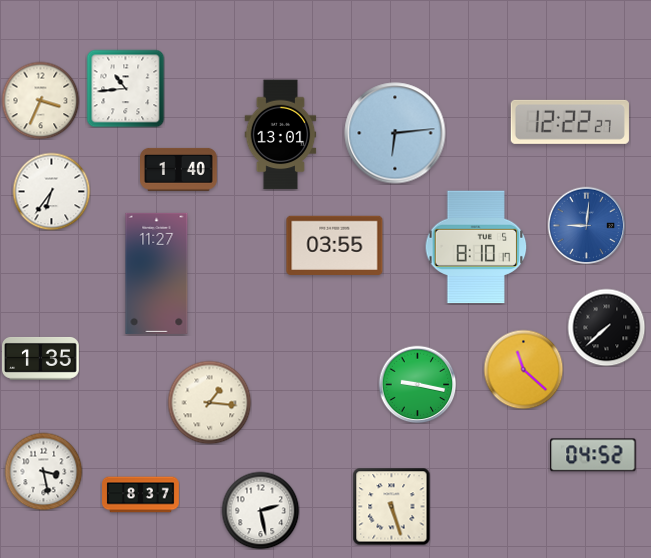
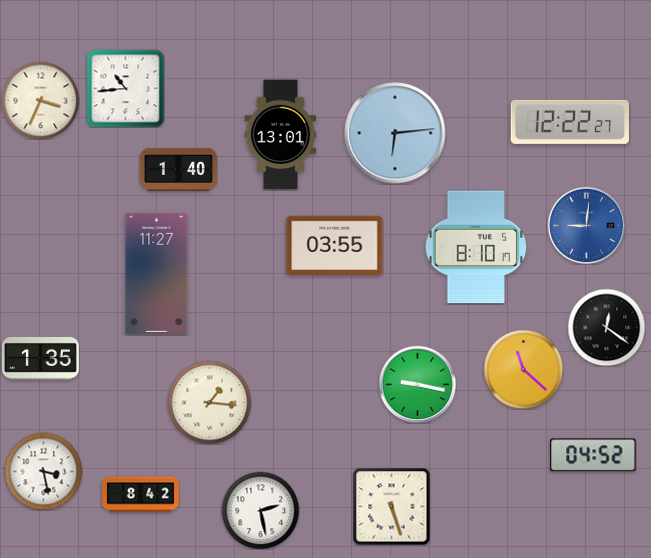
clock at (51, 191): 6:36 -> none
clock at (606, 327): 7:38 -> 12:21
clock at (141, 495): 8:37 -> 8:42
